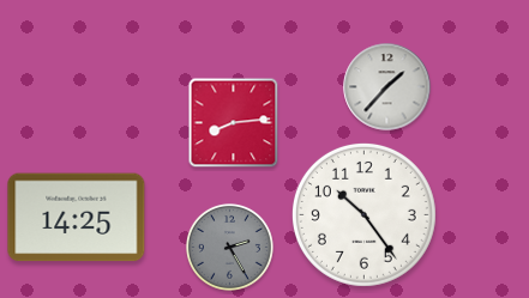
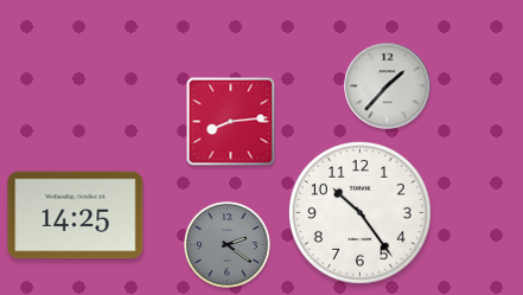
clock at (387, 87) position: (387, 87) -> (388, 86)
clock at (230, 248): 2:25 -> 2:21
